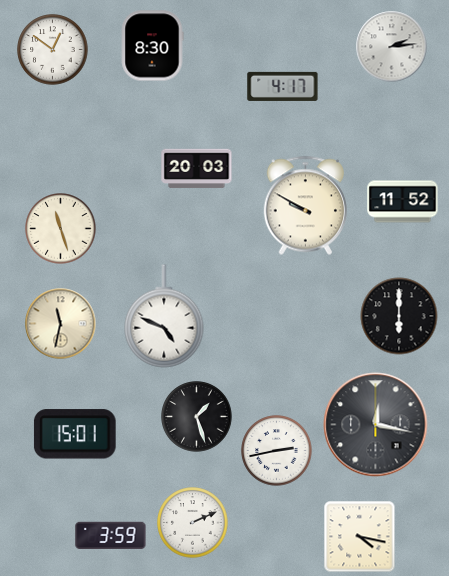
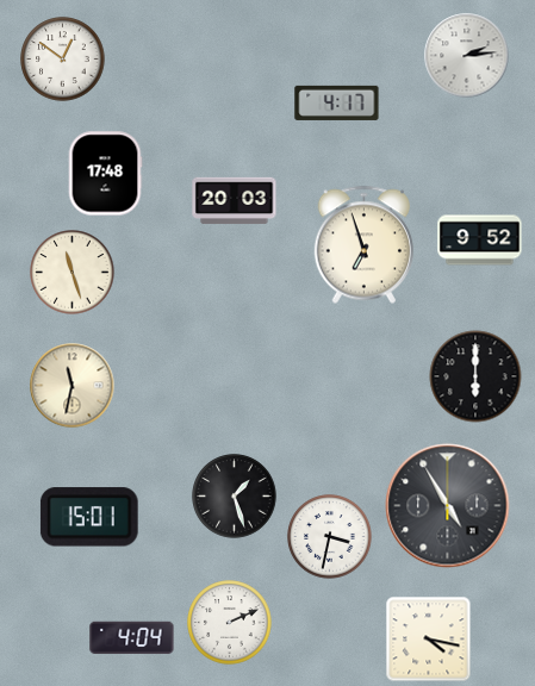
clock at (152, 46): 8:30 -> none
clock at (105, 174): none -> 17:48
clock at (403, 202): 11:52 -> 9:52
clock at (305, 206): 9:50 -> 6:57
clock at (164, 316): 4:49 -> none
clock at (376, 425): 12:17 -> 4:55
clock at (277, 451): 2:43 -> 3:32
clock at (111, 535): 3:59 -> 4:04
